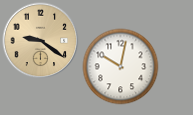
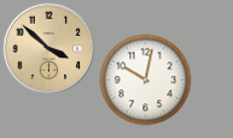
clock at (41, 41): 9:21 -> 3:52
